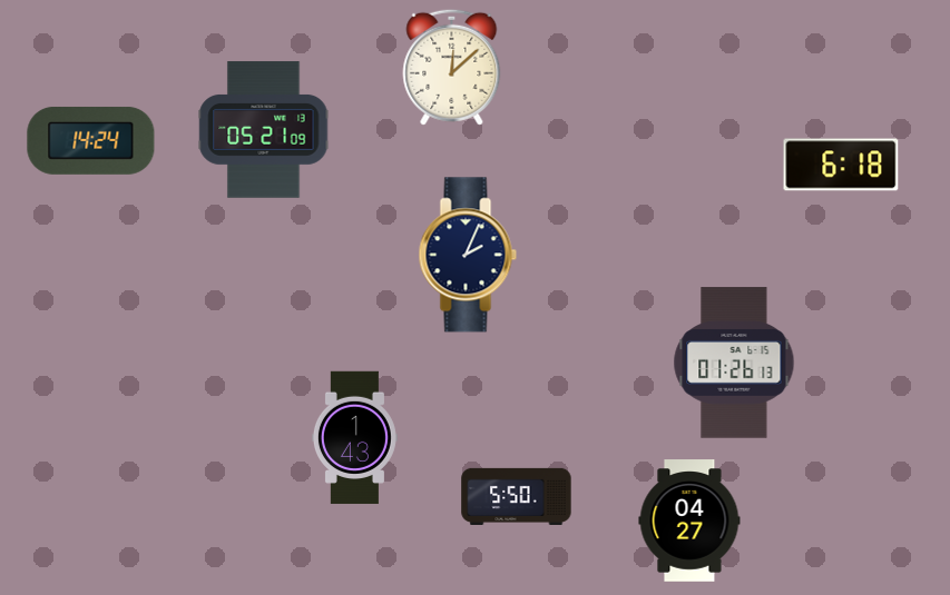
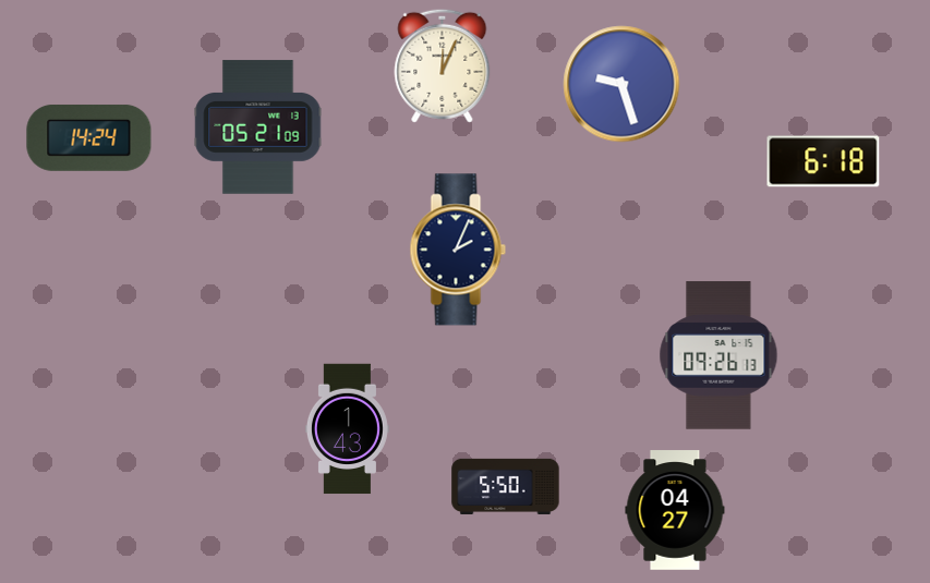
clock at (452, 67): 12:08 -> 12:04
clock at (621, 84): none -> 9:27
clock at (734, 363): 01:26 -> 09:26
